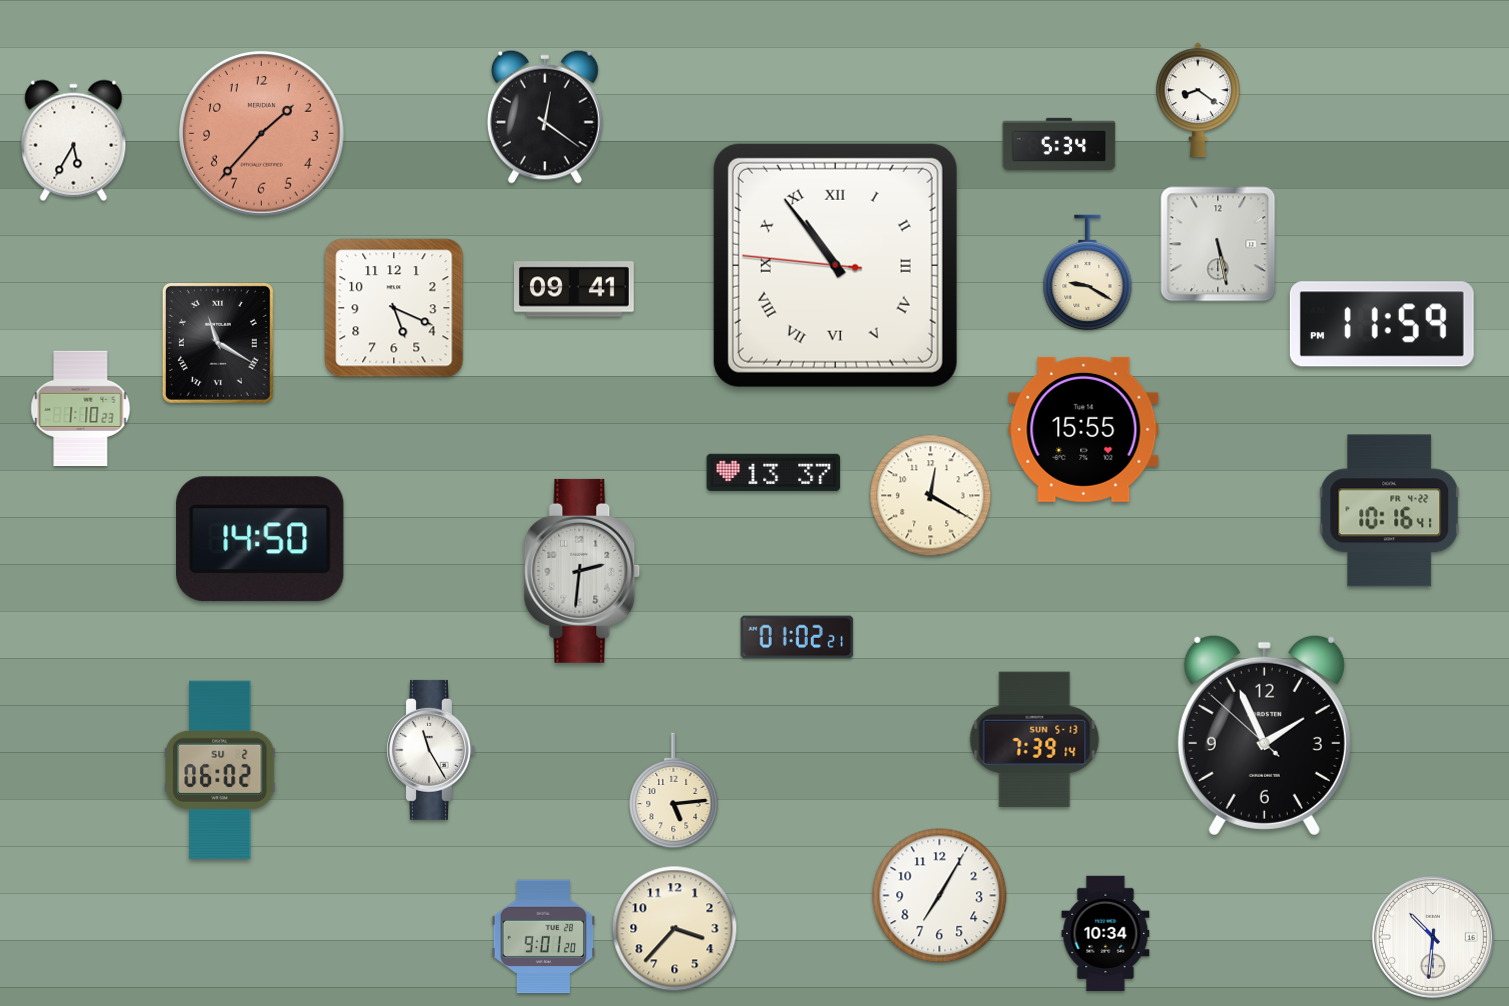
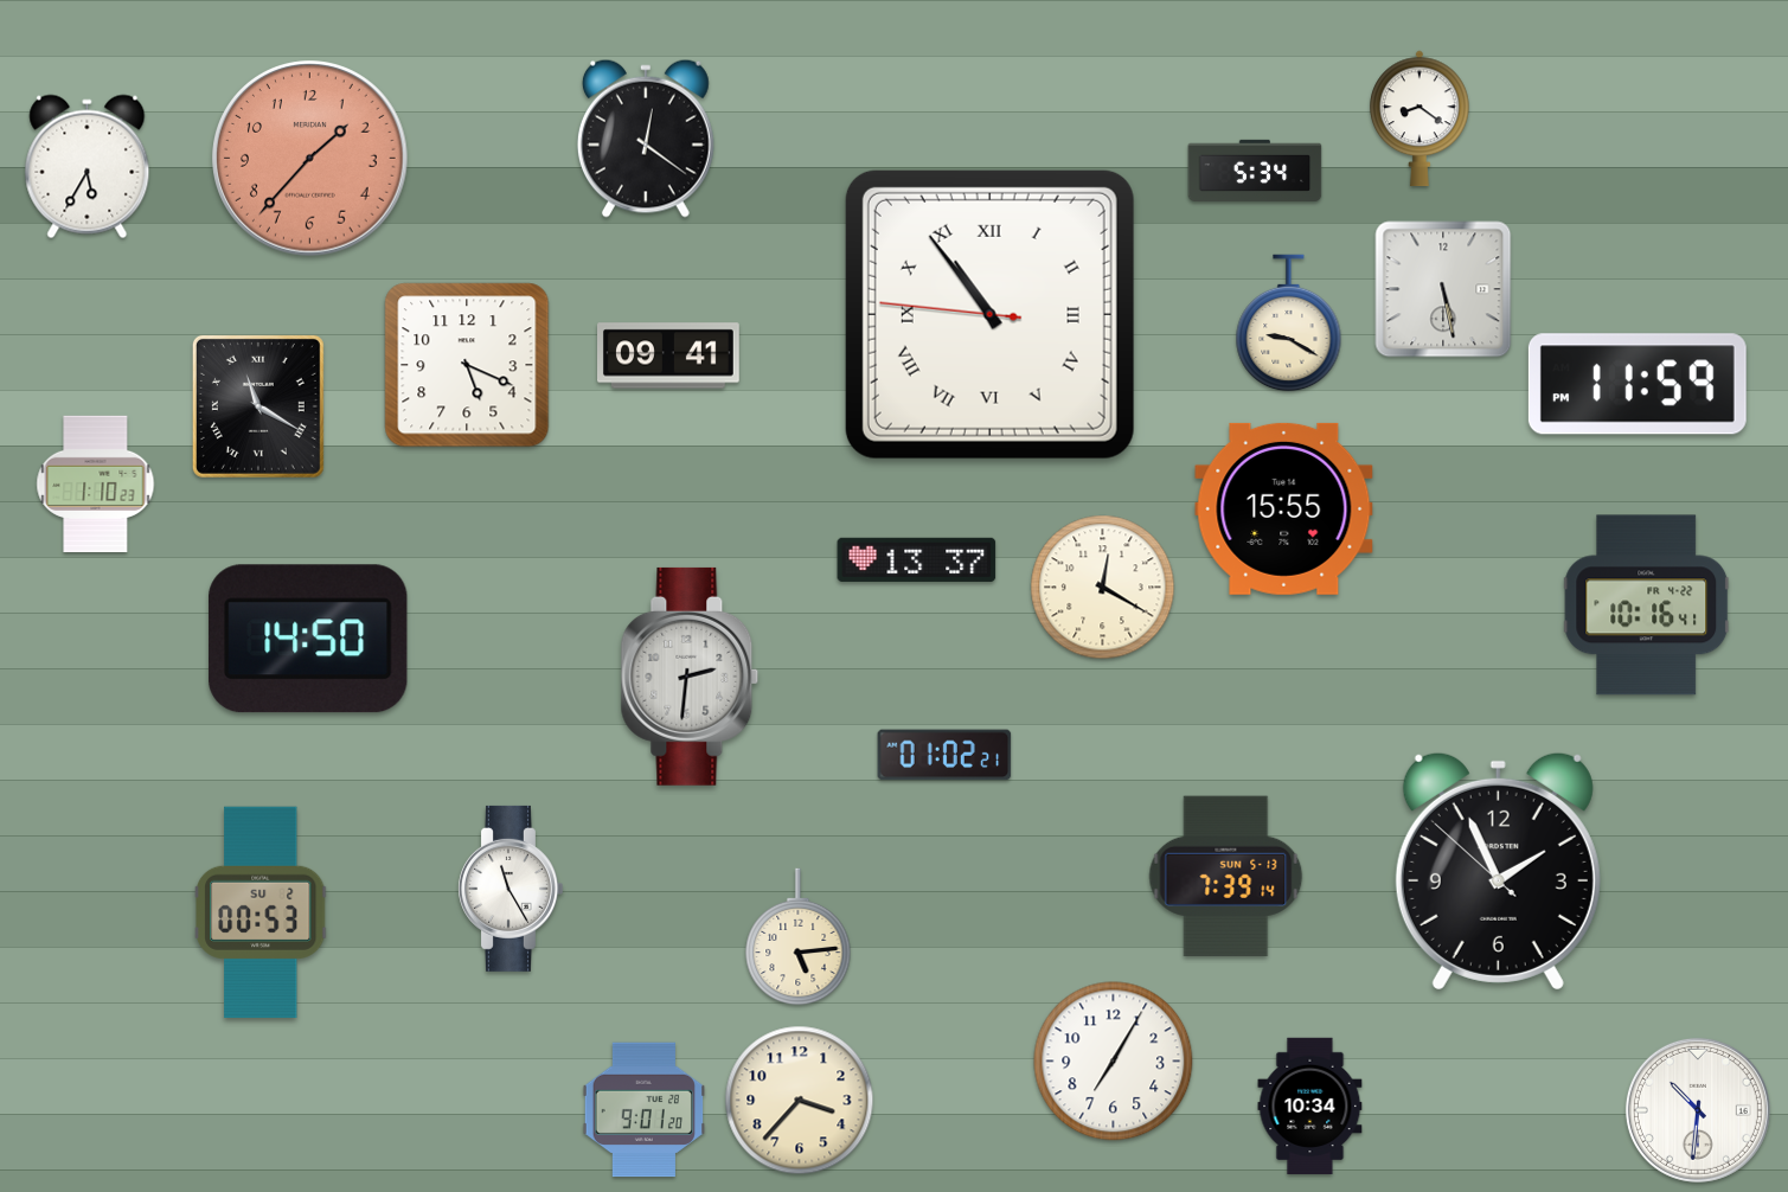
clock at (575, 289) position: (575, 289) -> (669, 355)
clock at (221, 769): 06:02 -> 00:53
